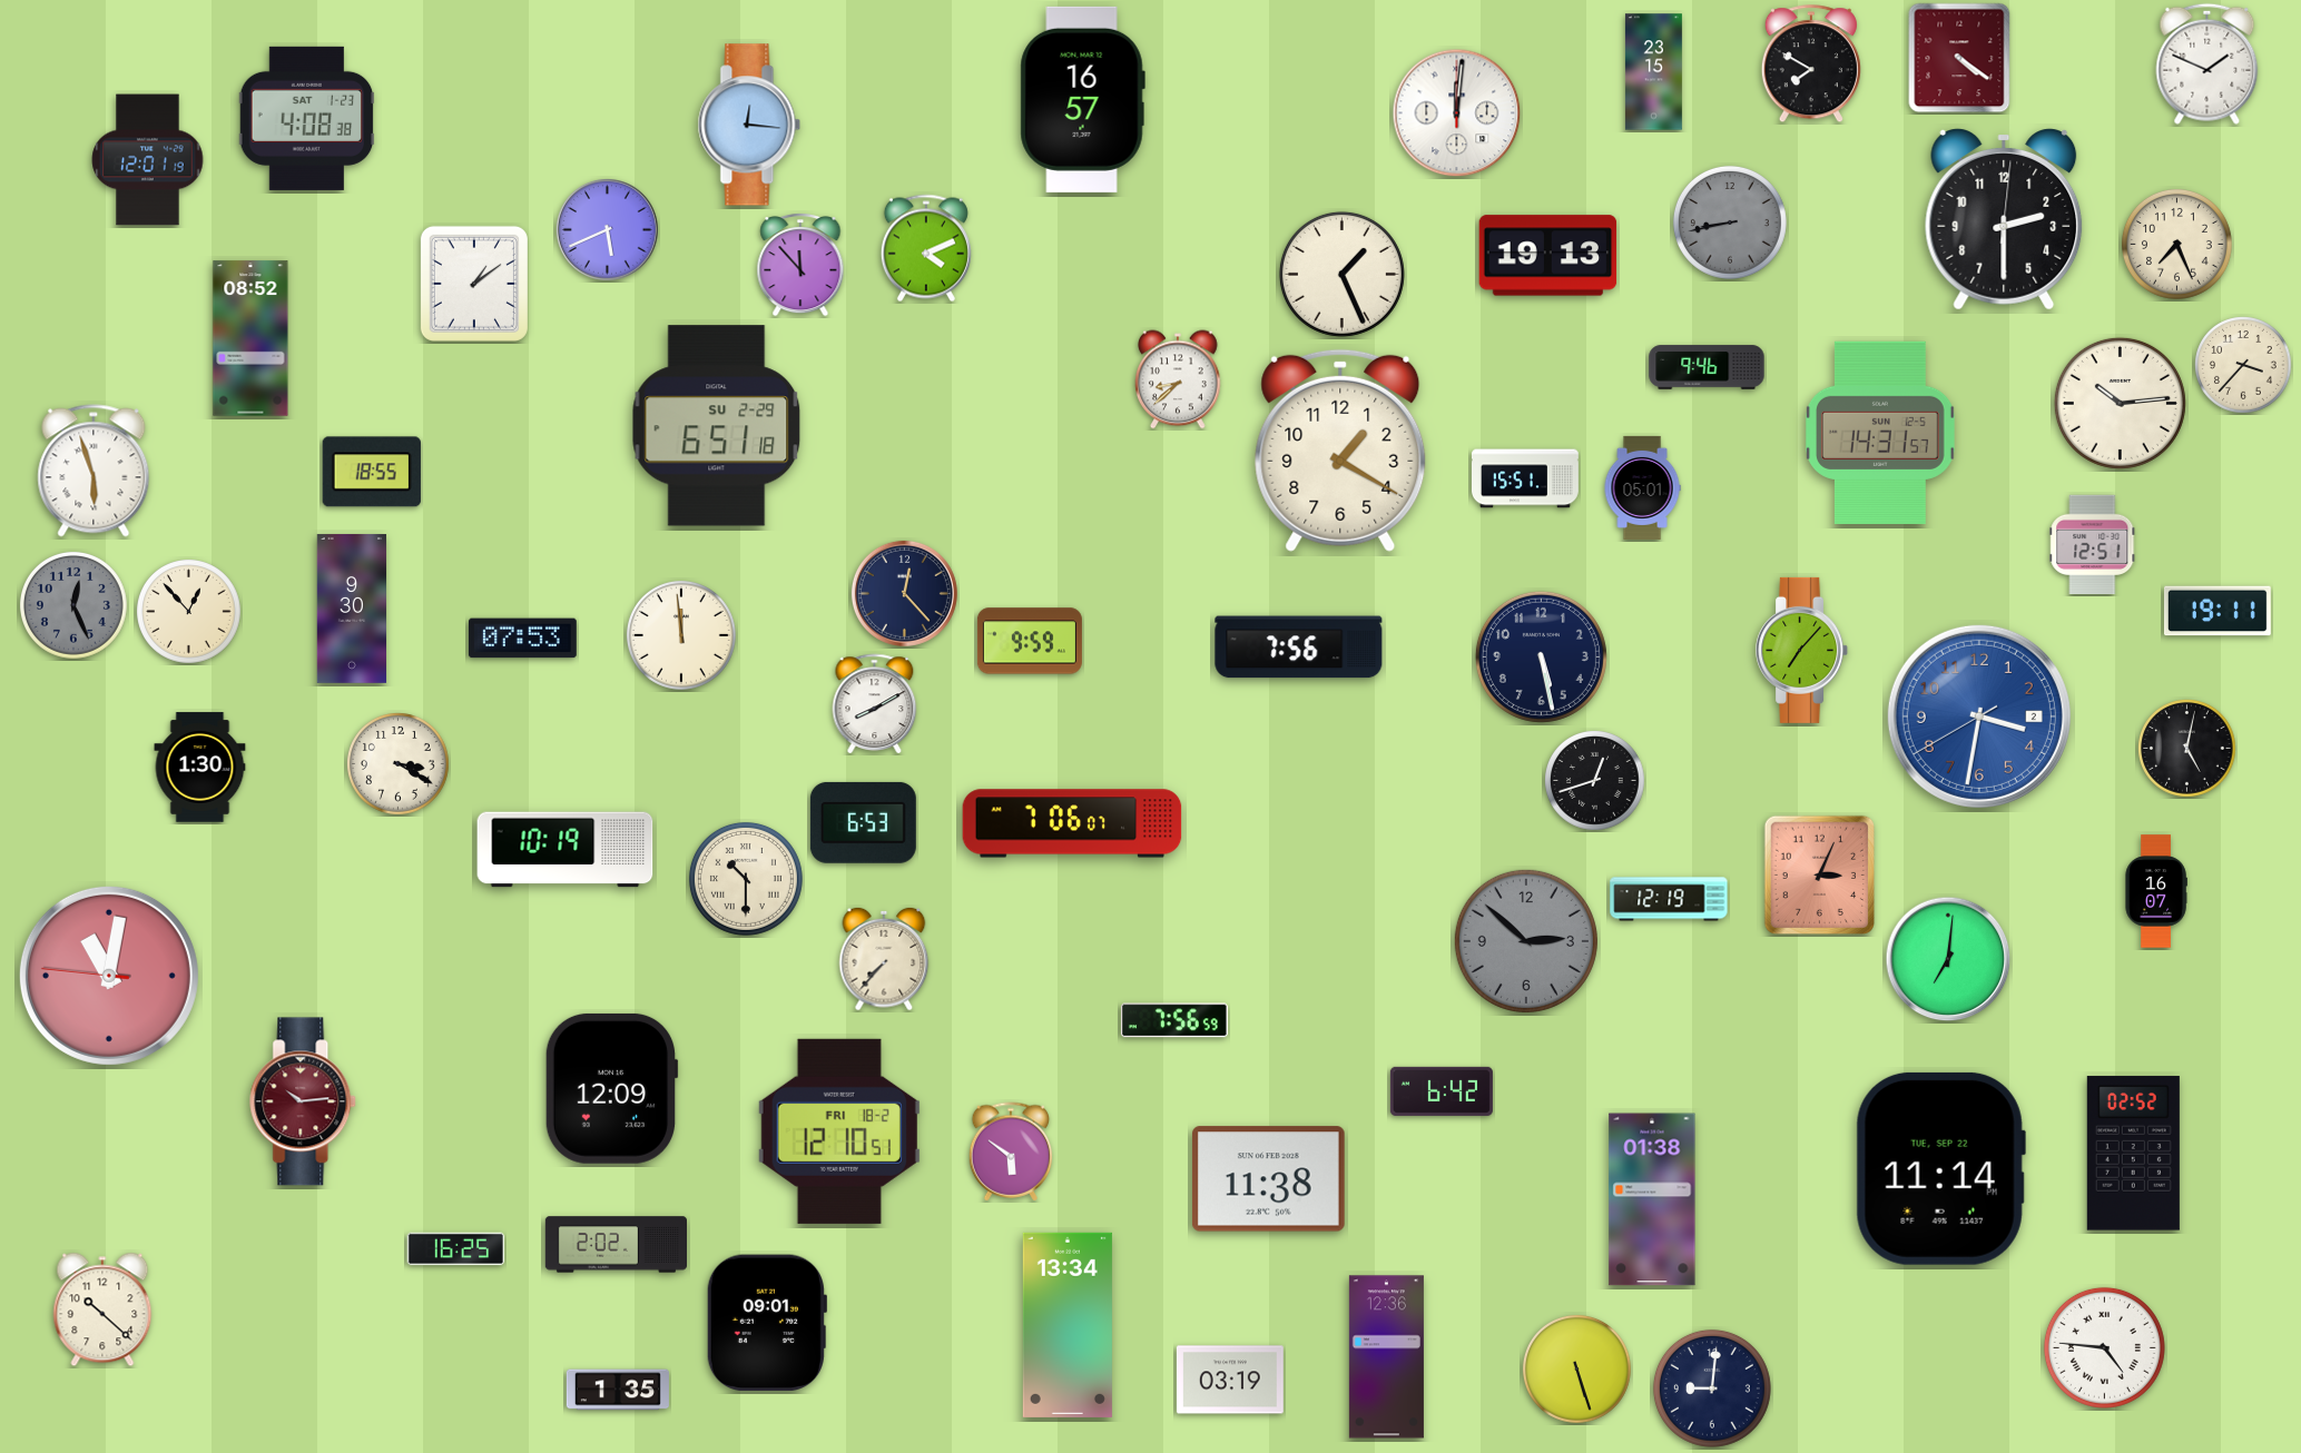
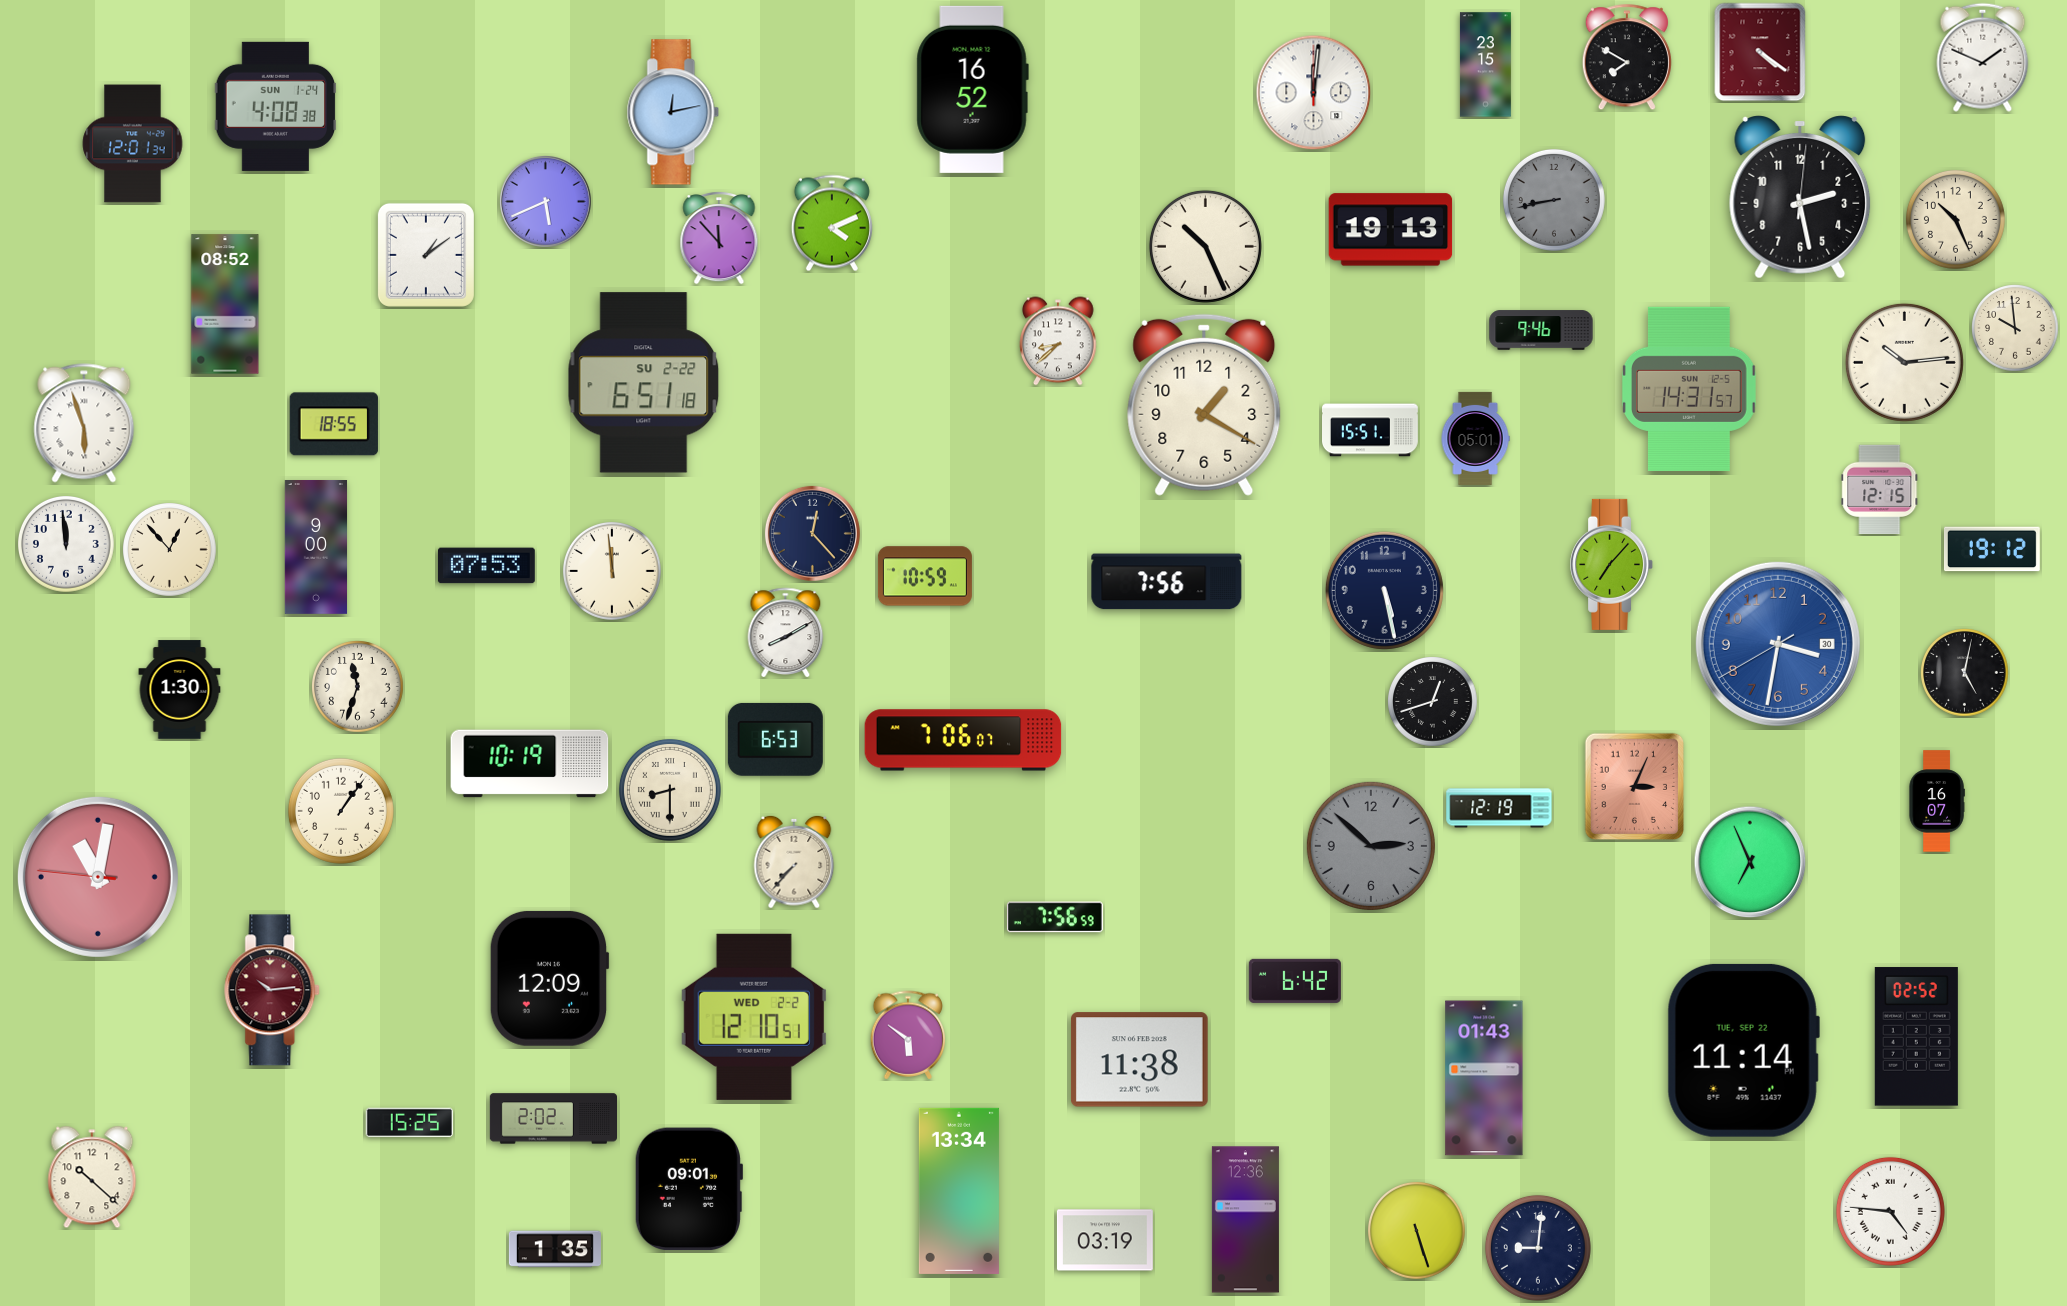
clock at (1082, 99): 16:57 -> 16:52
clock at (1457, 113) position: (1457, 113) -> (1314, 93)
clock at (307, 118) date: SAT 1-23 -> SUN 1-24
clock at (749, 125): 12:16 -> 12:13
clock at (148, 160): 12:01:19 -> 12:01:34
clock at (2004, 219): 2:30 -> 2:28
clock at (607, 229) position: (607, 229) -> (545, 201)
clock at (2176, 244): 7:26 -> 10:26
clock at (1341, 274): 1:26 -> 10:26
clock at (2243, 365): 3:37 -> 9:59
clock at (1707, 367) position: (1707, 367) -> (1541, 330)
clock at (717, 426) date: SU 2-29 -> SU 2-22
clock at (2093, 544): 12:51 -> 12:15
clock at (75, 606): 12:26 -> 11:59
clock at (75, 606) dial: grey -> white
clock at (352, 610): 9:30 -> 9:00
clock at (2218, 611): 19:11 -> 19:12
clock at (522, 639) position: (522, 639) -> (486, 566)
clock at (1030, 641): 9:59 -> 10:59
clock at (1802, 650) position: (1802, 650) -> (1612, 564)
clock at (1979, 716) date: 2 -> 30
clock at (399, 764): 3:20 -> 11:33
clock at (566, 850) position: (566, 850) -> (530, 764)
clock at (746, 879): 10:30 -> 8:30
clock at (341, 811): none -> 1:06
clock at (1948, 959): 7:01 -> 6:56
clock at (839, 1131) date: FRI 18-2 -> WED 2-2
clock at (1652, 1199): 01:38 -> 01:43
clock at (456, 1249): 16:25 -> 15:25
